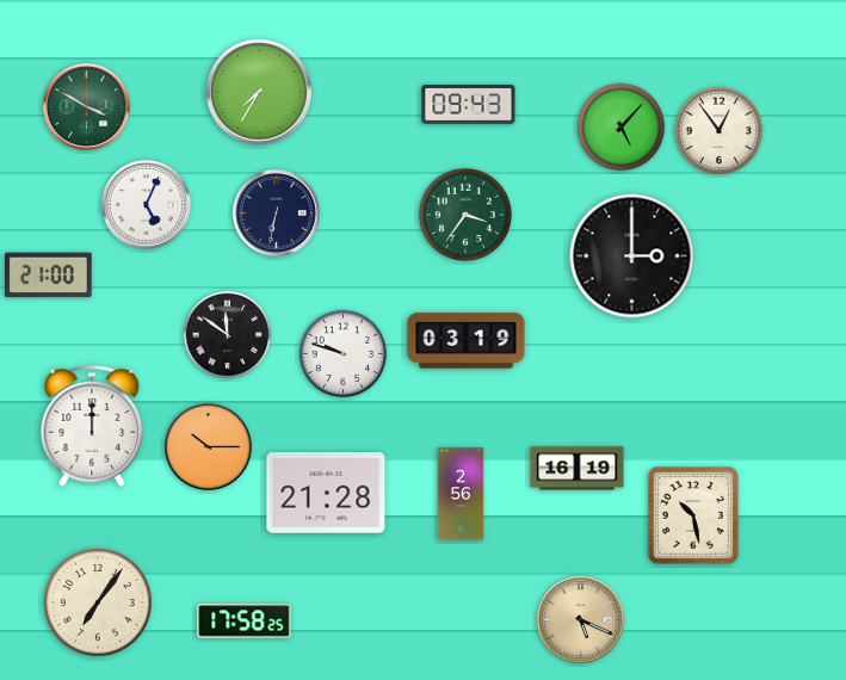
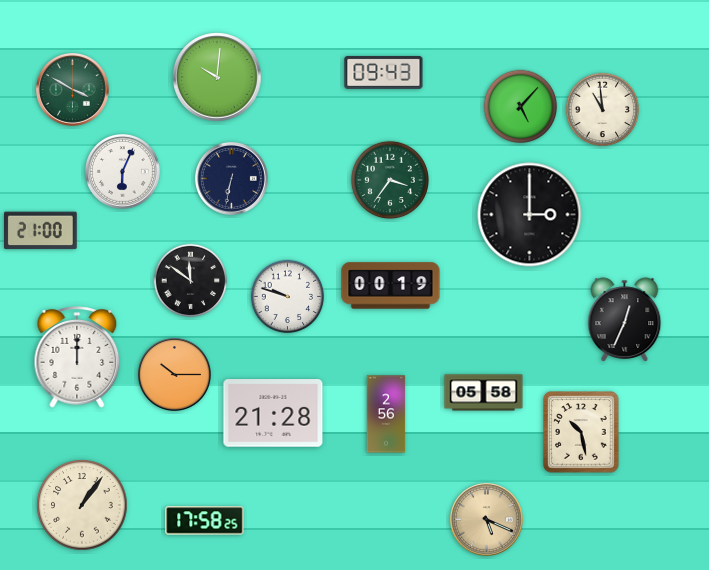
clock at (259, 92): 7:35 -> 10:01
clock at (469, 104) position: (469, 104) -> (384, 72)
clock at (720, 131): 12:54 -> 10:59
clock at (146, 204): 5:04 -> 6:04
clock at (467, 341): 03:19 -> 00:19
clock at (625, 320): none -> 12:34
clock at (578, 469): 16:19 -> 05:58
clock at (98, 602): 7:06 -> 1:06
